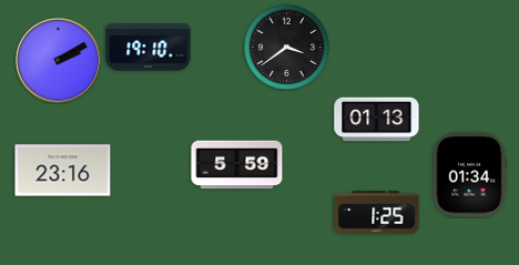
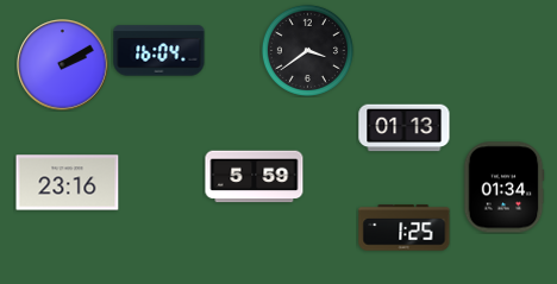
clock at (149, 48): 19:10 -> 16:04
